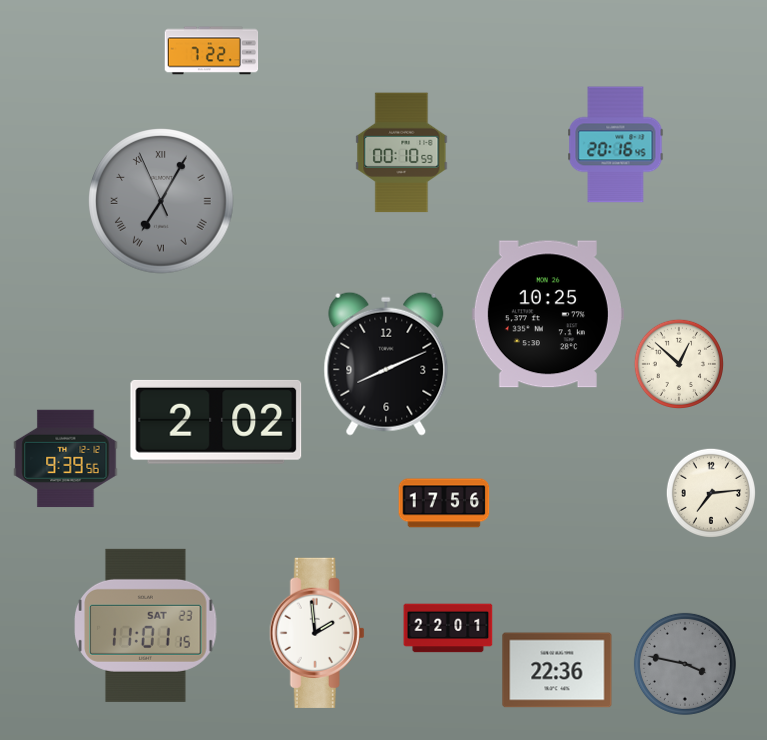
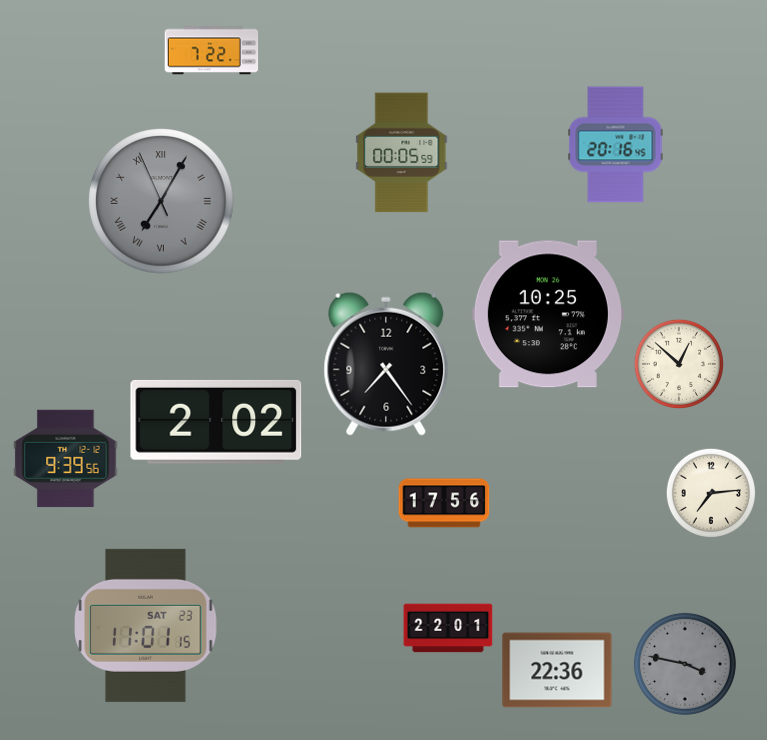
clock at (402, 153): 00:10 -> 00:05
clock at (386, 364): 8:11 -> 7:24
clock at (317, 633): 1:59 -> none
